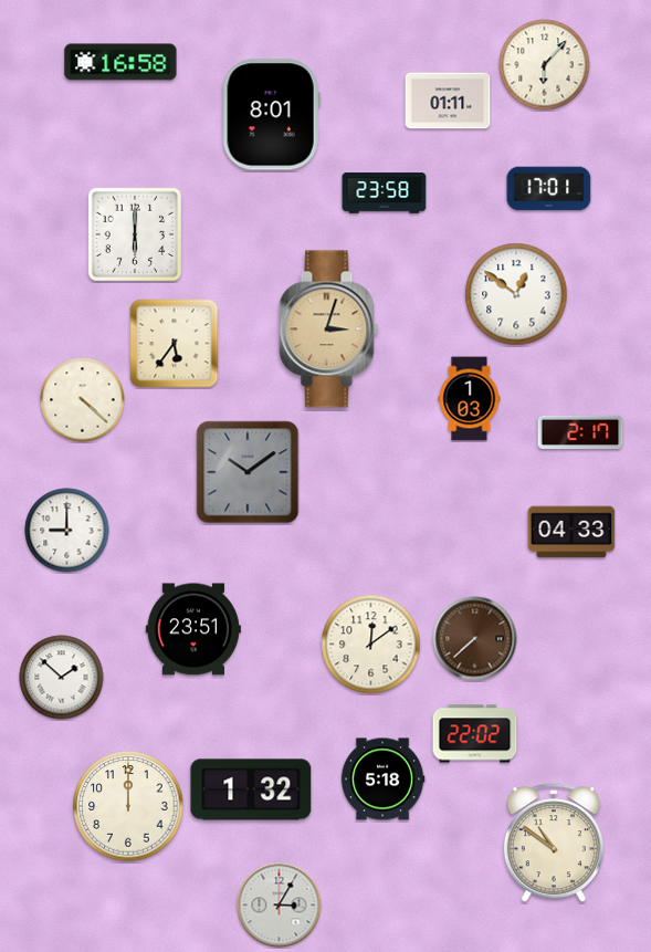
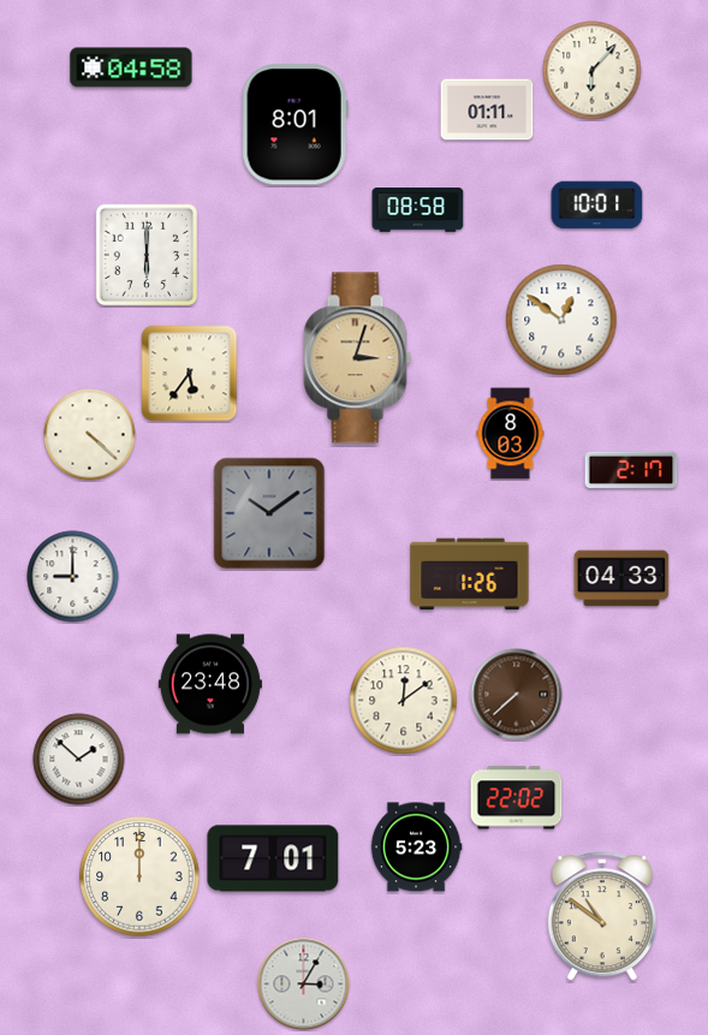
clock at (120, 62): 16:58 -> 04:58
clock at (549, 189): 17:01 -> 10:01
clock at (385, 193): 23:58 -> 08:58
clock at (470, 399): 1:03 -> 8:03
clock at (470, 575): none -> 1:26
clock at (193, 629): 23:51 -> 23:48
clock at (62, 678) position: (62, 678) -> (79, 760)
clock at (382, 780): 5:18 -> 5:23
clock at (251, 789): 1:32 -> 7:01
